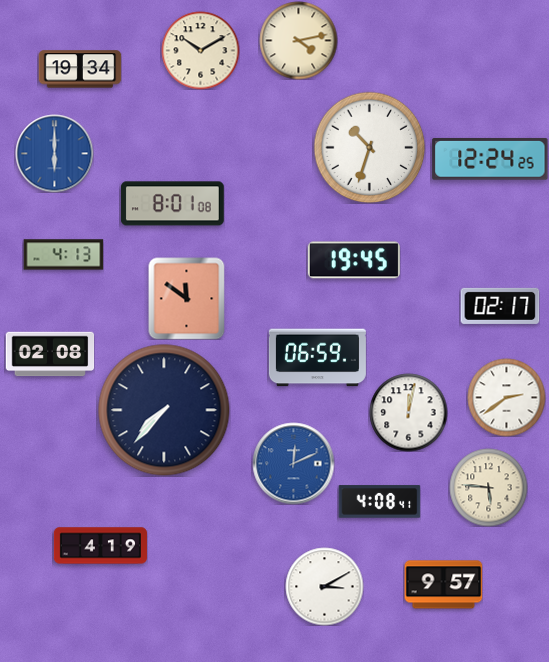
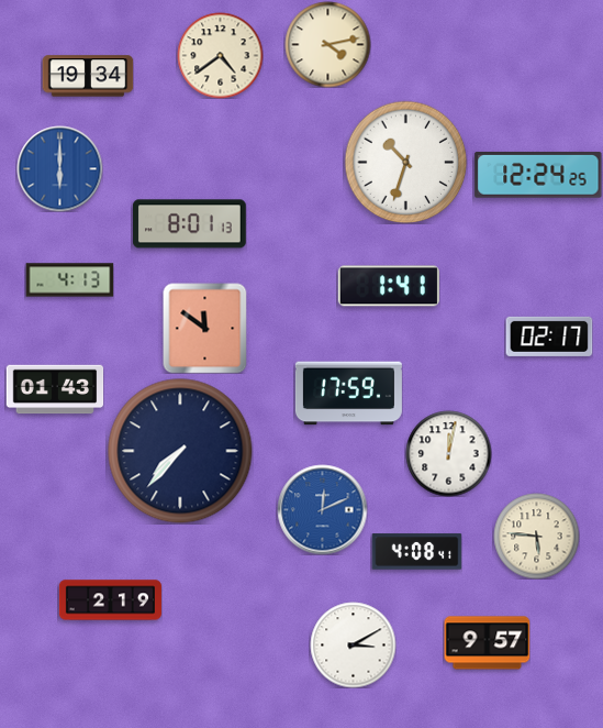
clock at (200, 50): 10:10 -> 4:39
clock at (172, 204): 8:01:08 -> 8:01:13
clock at (354, 260): 19:45 -> 1:41
clock at (50, 354): 02:08 -> 01:43
clock at (317, 358): 06:59 -> 17:59
clock at (506, 397): 2:39 -> none
clock at (100, 546): 4:19 -> 2:19
clock at (324, 586) position: (324, 586) -> (353, 644)
